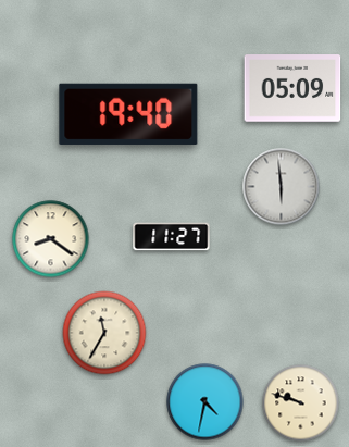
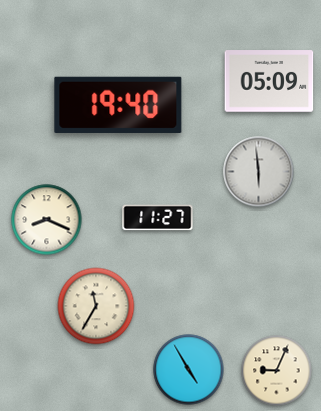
clock at (51, 239): 8:21 -> 8:19
clock at (205, 402): 4:32 -> 4:55
clock at (301, 403): 9:48 -> 9:04
